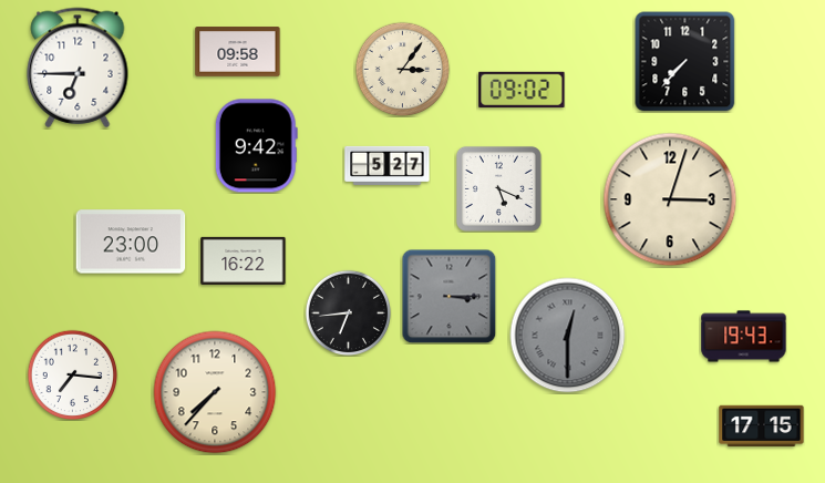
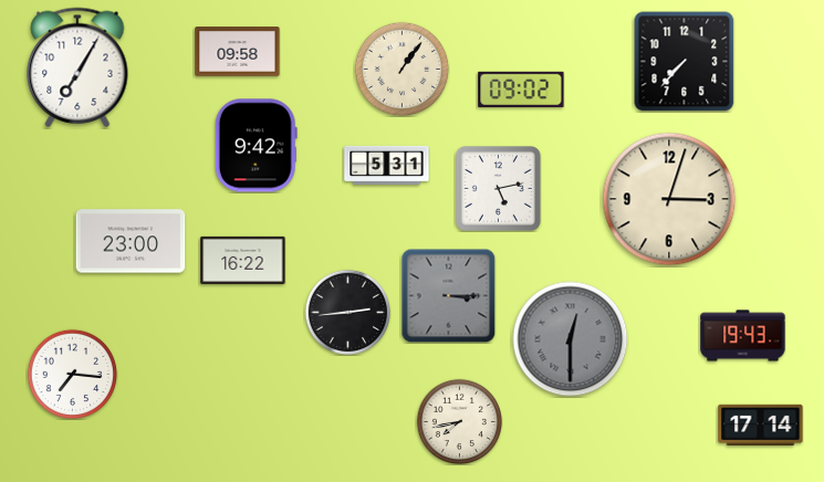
clock at (78, 68): 6:45 -> 7:05
clock at (402, 69): 3:06 -> 1:06
clock at (388, 165): 5:27 -> 5:31
clock at (498, 188): 5:19 -> 5:13
clock at (348, 312): 6:44 -> 2:44
clock at (568, 336) position: (568, 336) -> (571, 339)
clock at (215, 392): 7:37 -> none
clock at (459, 421): none -> 7:43
clock at (762, 427): 17:15 -> 17:14
